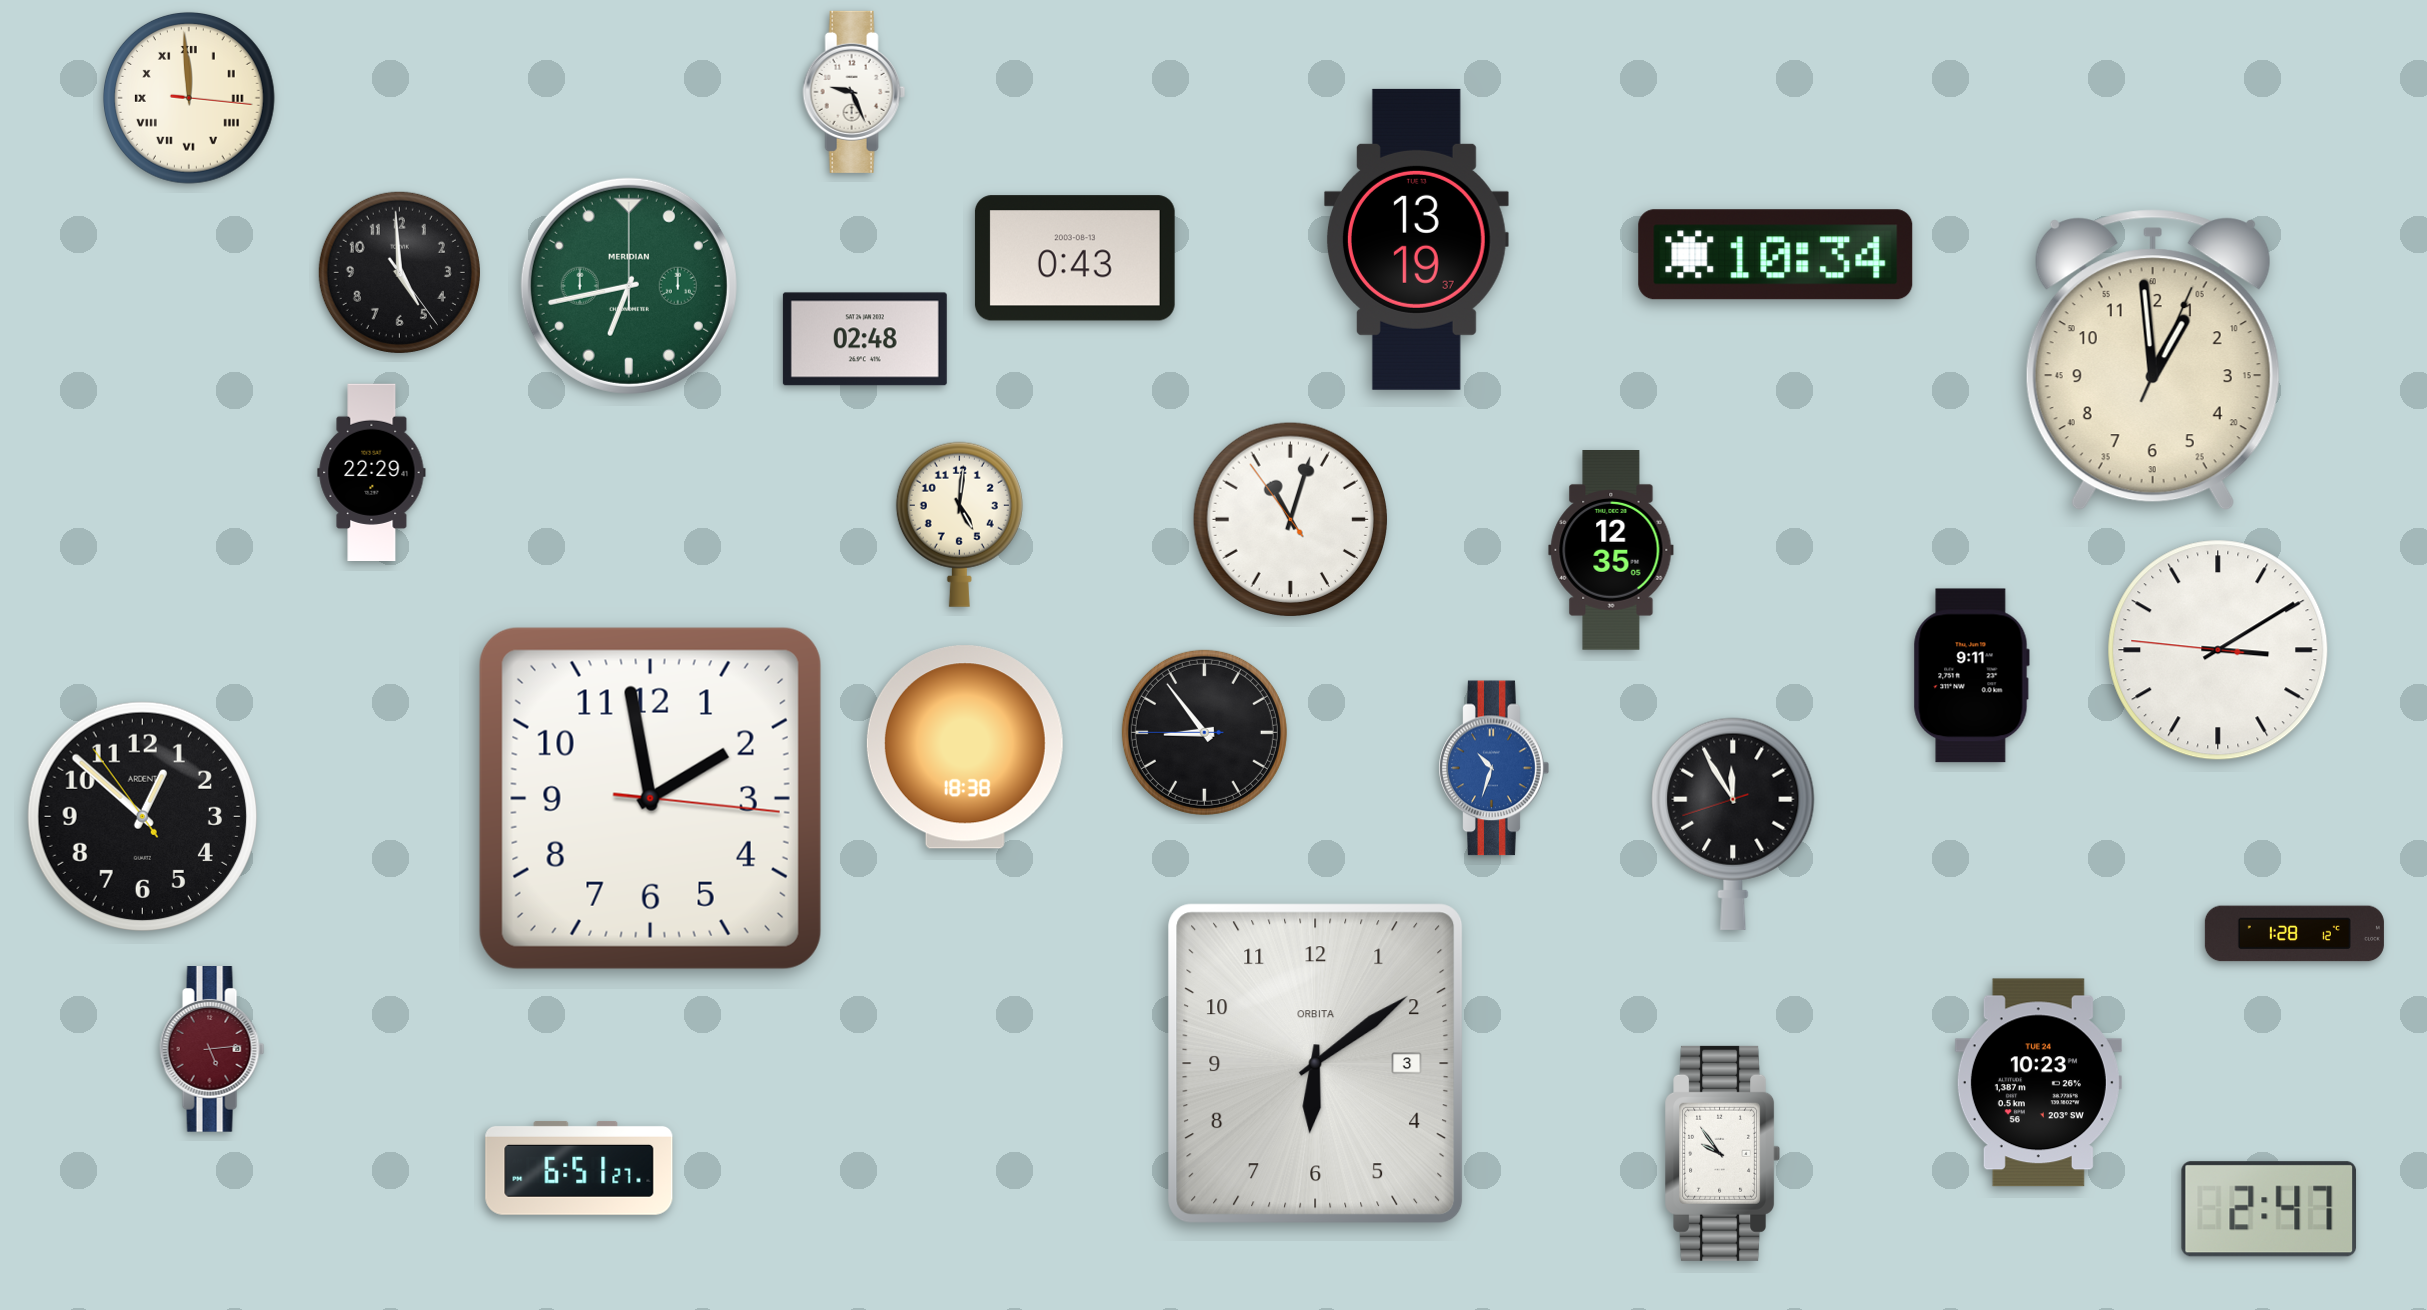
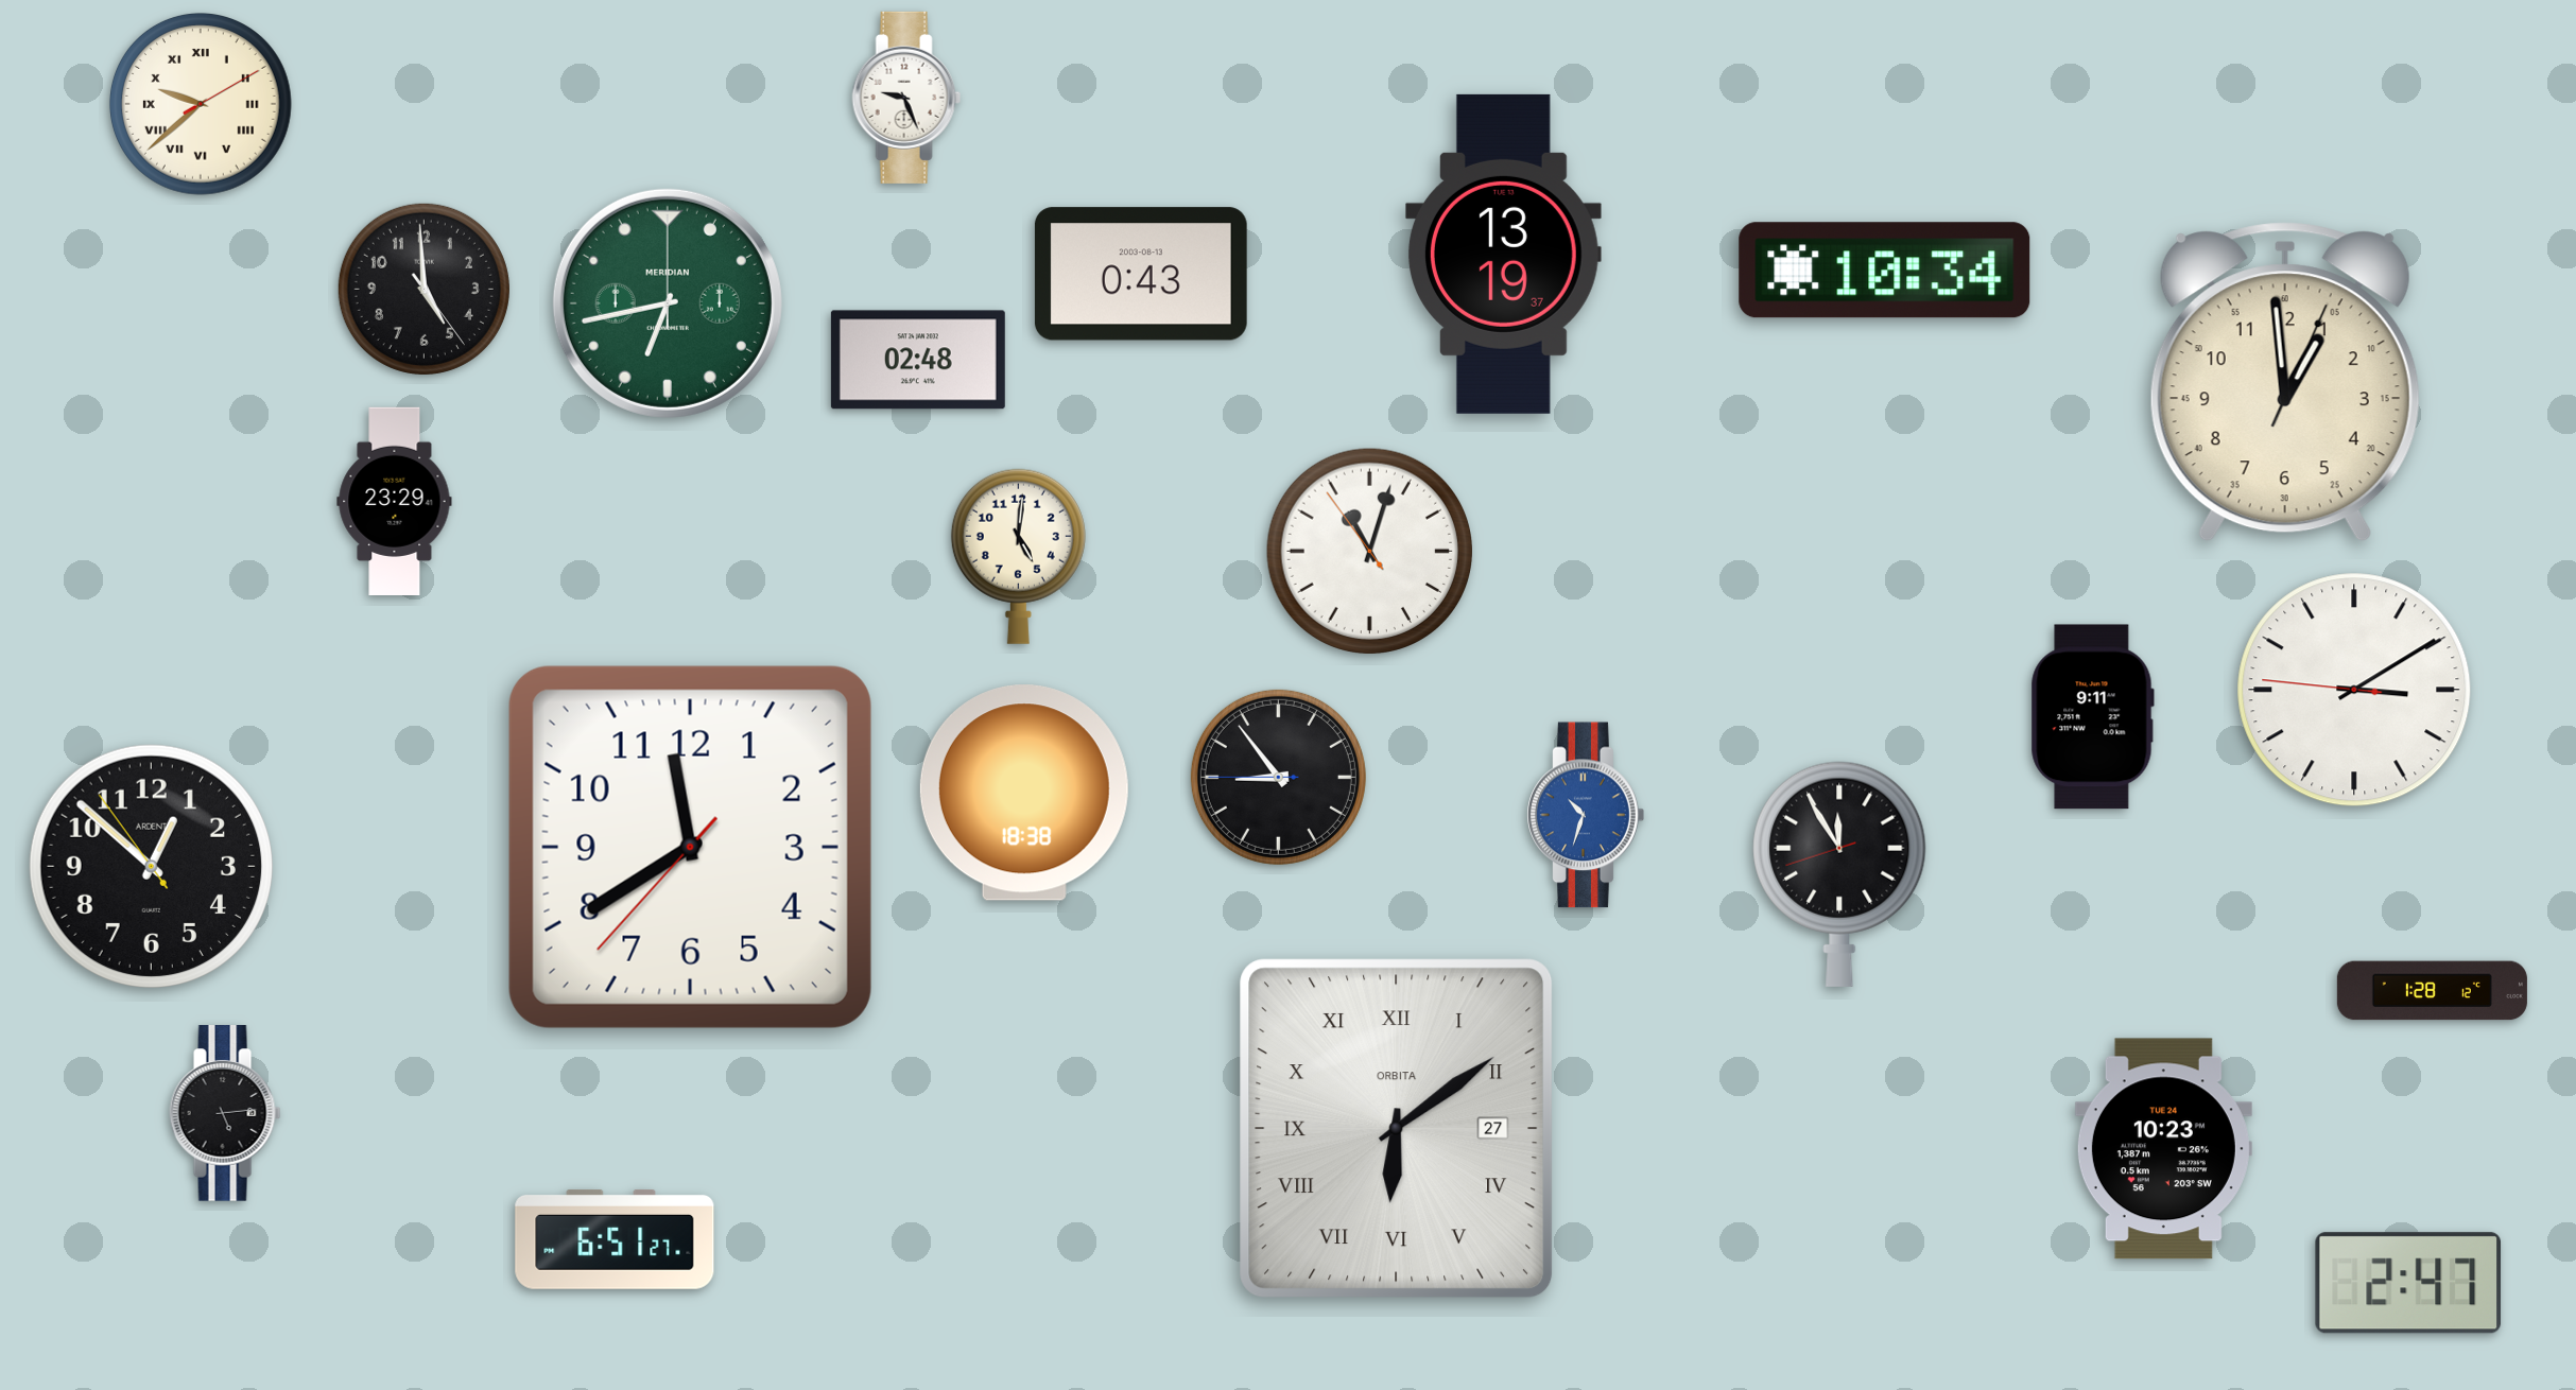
clock at (189, 98): 11:59 -> 9:38
clock at (372, 472): 22:29 -> 23:29
clock at (1611, 551): 12:35 -> none
clock at (650, 798): 1:58 -> 11:39
clock at (2294, 934) position: (2294, 934) -> (2432, 991)
clock at (212, 1050) dial: burgundy -> black
clock at (1316, 1064) date: 3 -> 27
clock at (1316, 1064) numerals: Arabic -> Roman
clock at (1723, 1153): 9:54 -> none
